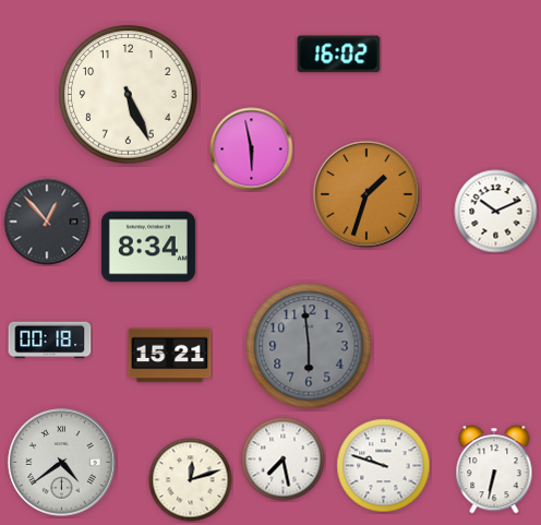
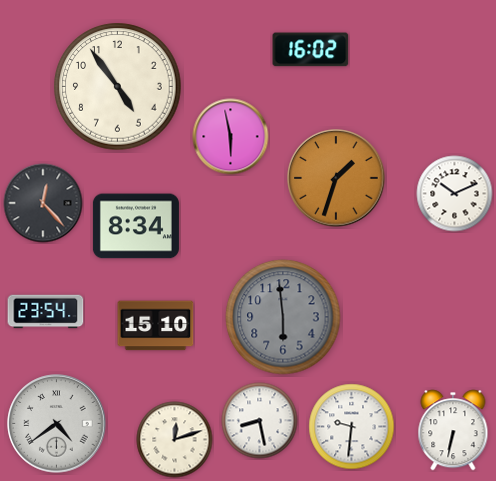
clock at (129, 95): 5:26 -> 4:54
clock at (47, 222): 12:53 -> 12:23
clock at (50, 341): 00:18 -> 23:54
clock at (170, 356): 15:21 -> 15:10
clock at (284, 460): 7:28 -> 8:28
clock at (384, 466): 9:48 -> 9:31
